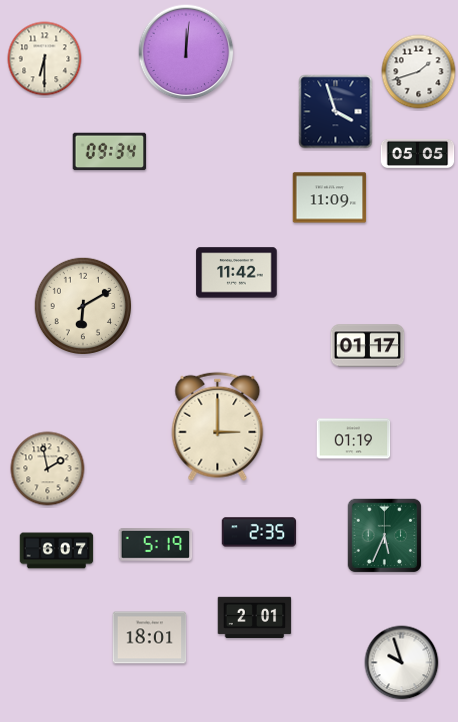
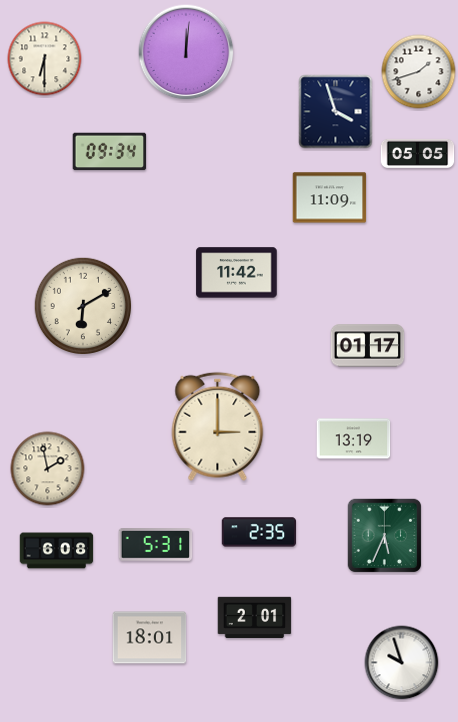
clock at (354, 439): 01:19 -> 13:19
clock at (156, 545): 5:19 -> 5:31
clock at (57, 551): 6:07 -> 6:08
